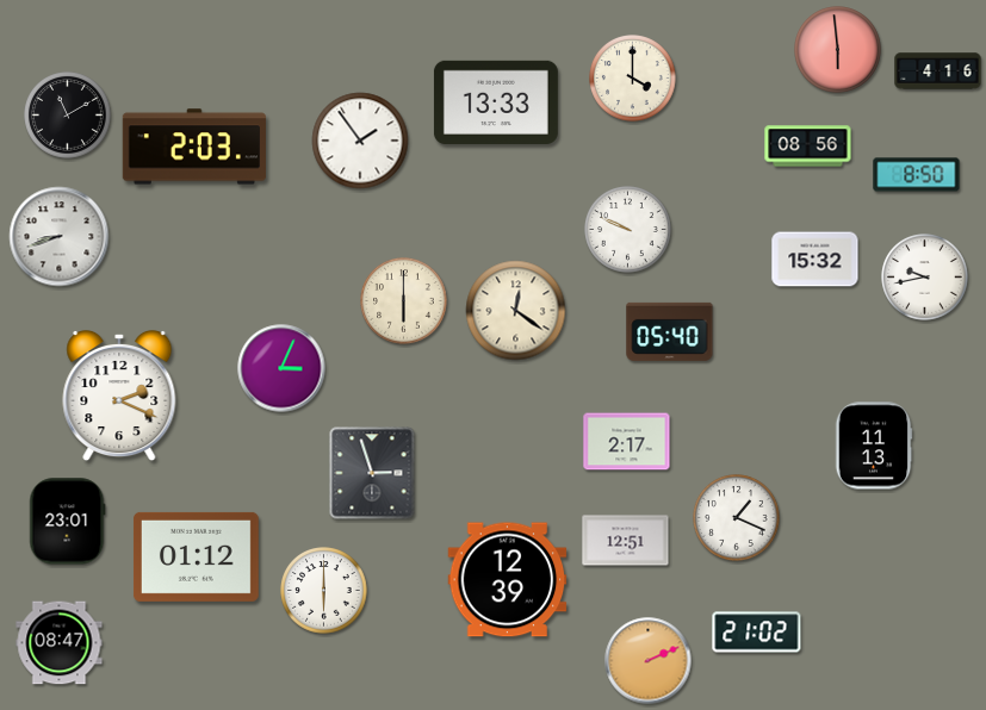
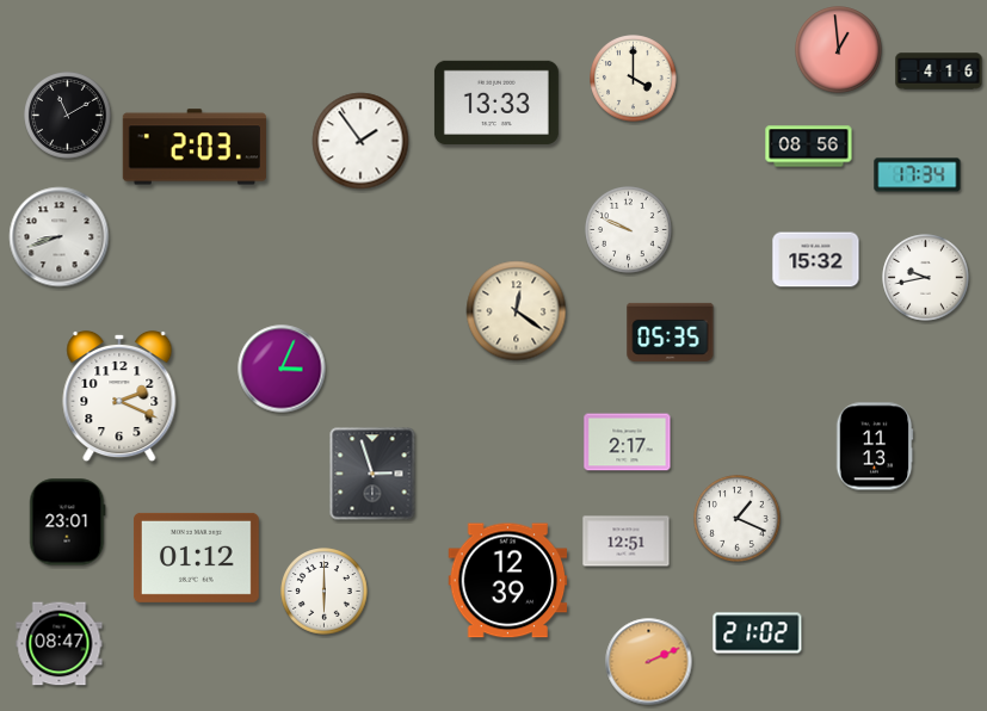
clock at (838, 50): 5:59 -> 12:59
clock at (917, 175): 8:50 -> 17:34
clock at (404, 301): 6:00 -> none
clock at (670, 331): 05:40 -> 05:35
